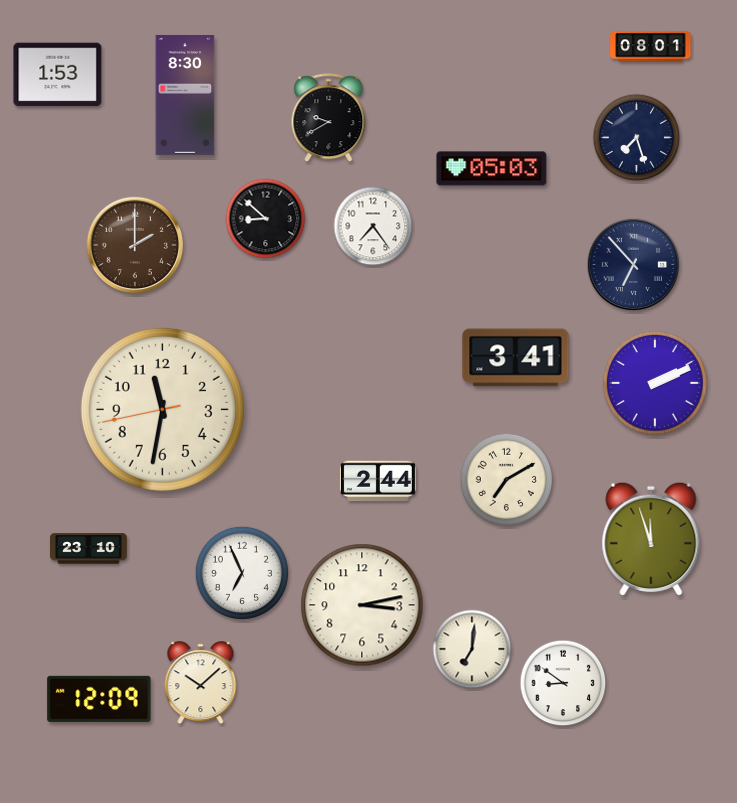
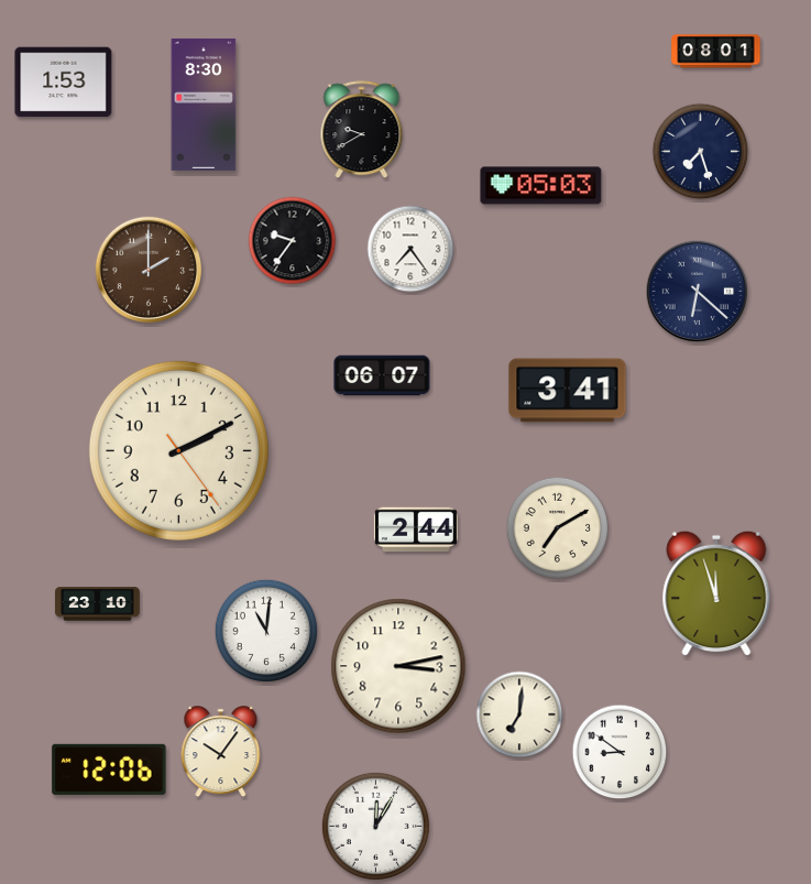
clock at (266, 219): 8:52 -> 9:36
clock at (634, 265): 6:53 -> 6:22
clock at (382, 375): none -> 06:07
clock at (516, 358) position: (516, 358) -> (568, 391)
clock at (655, 383): 2:11 -> none
clock at (162, 409): 11:31 -> 2:10
clock at (241, 572): 6:56 -> 11:01
clock at (201, 683): 10:08 -> 10:06
clock at (99, 699): 12:09 -> 12:06
clock at (375, 826): none -> 12:05
